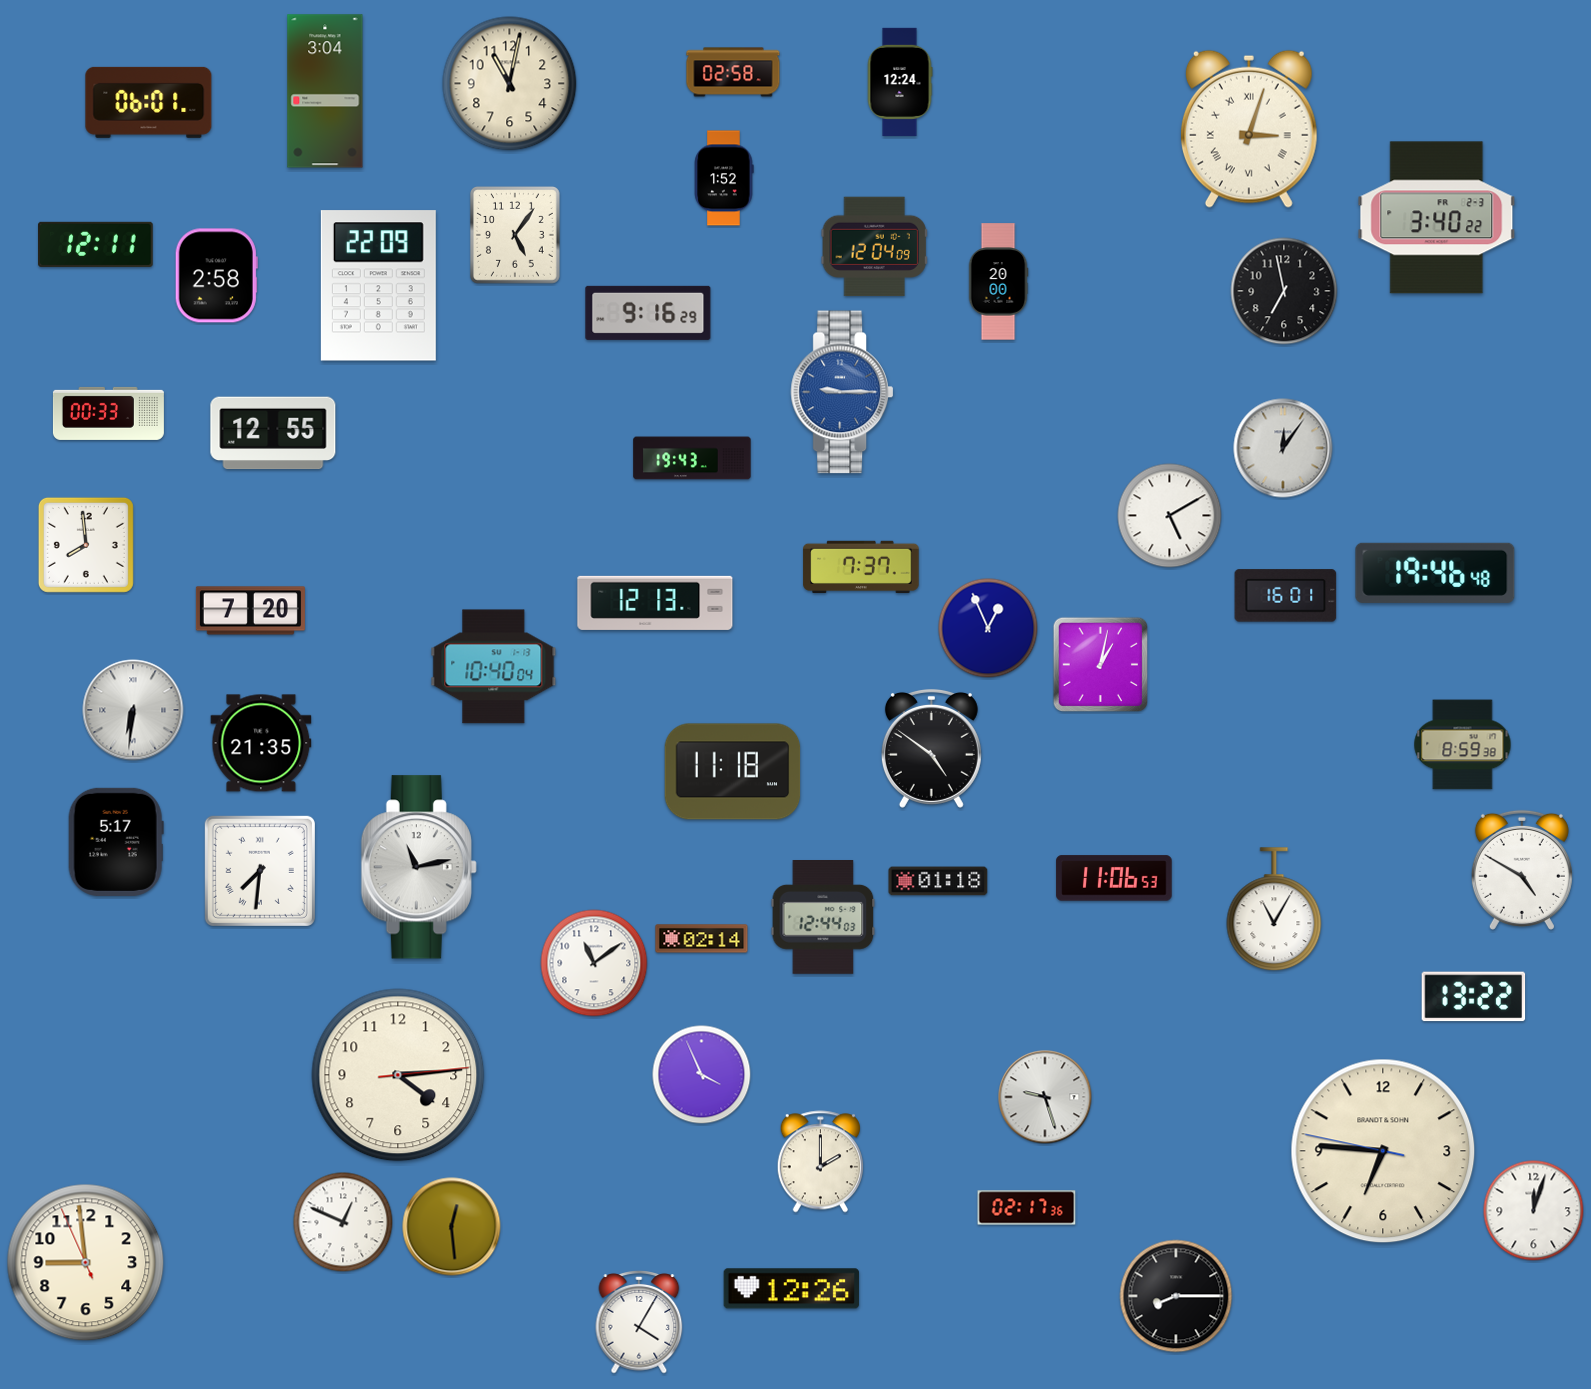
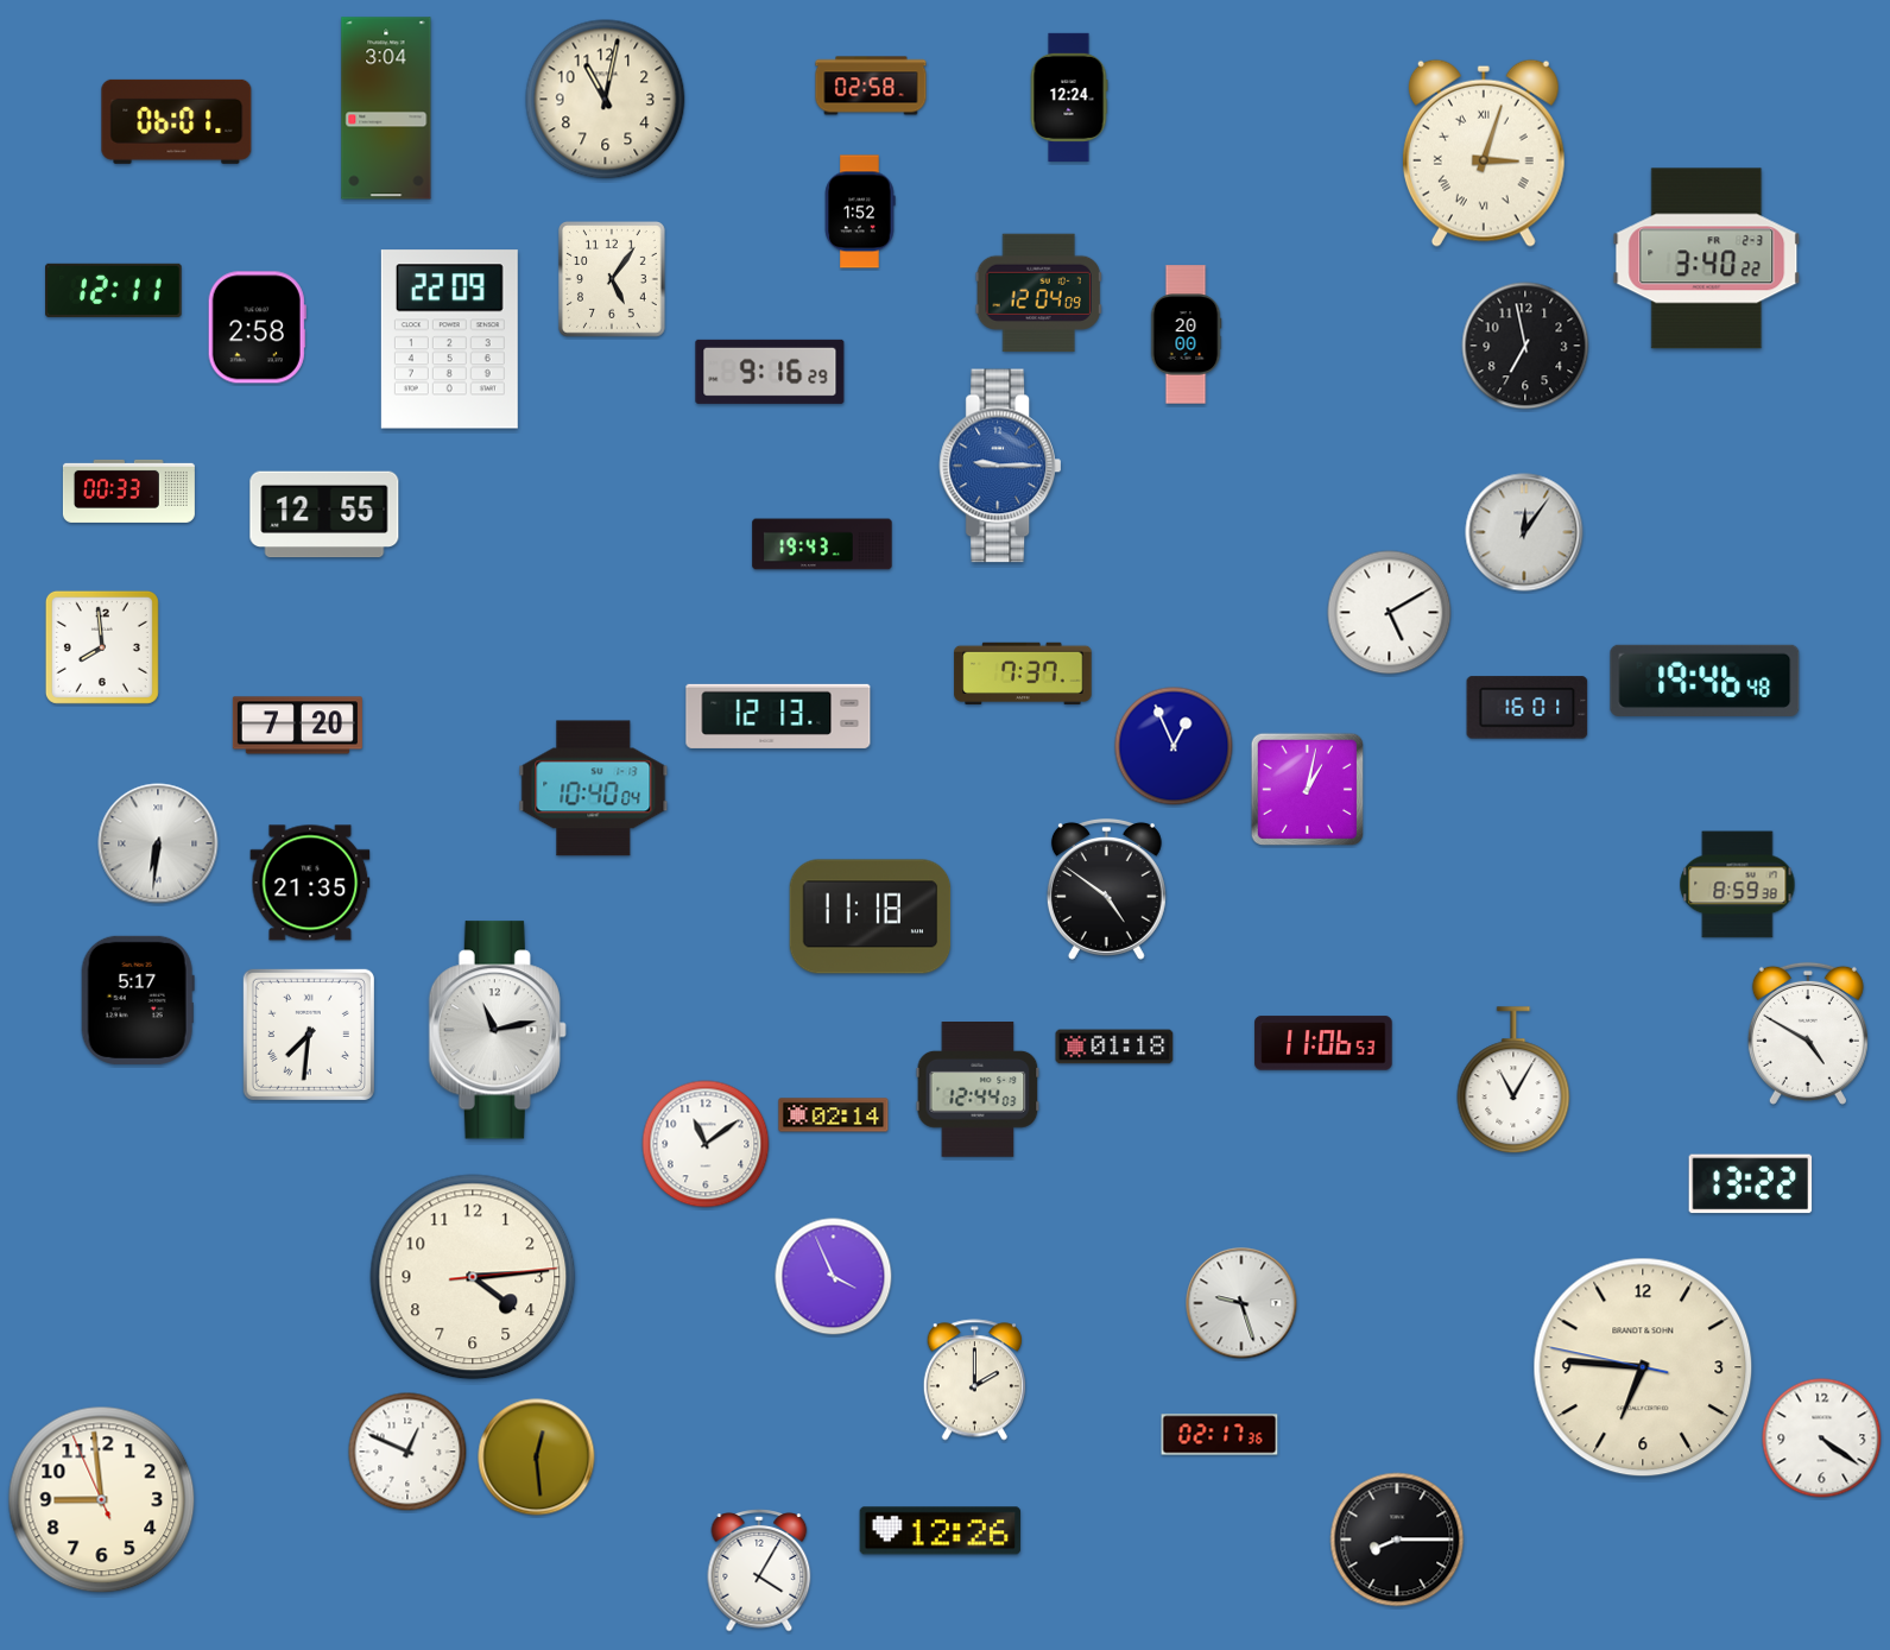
clock at (494, 667) position: (494, 667) -> (594, 789)
clock at (1534, 1211): 12:03 -> 4:21
